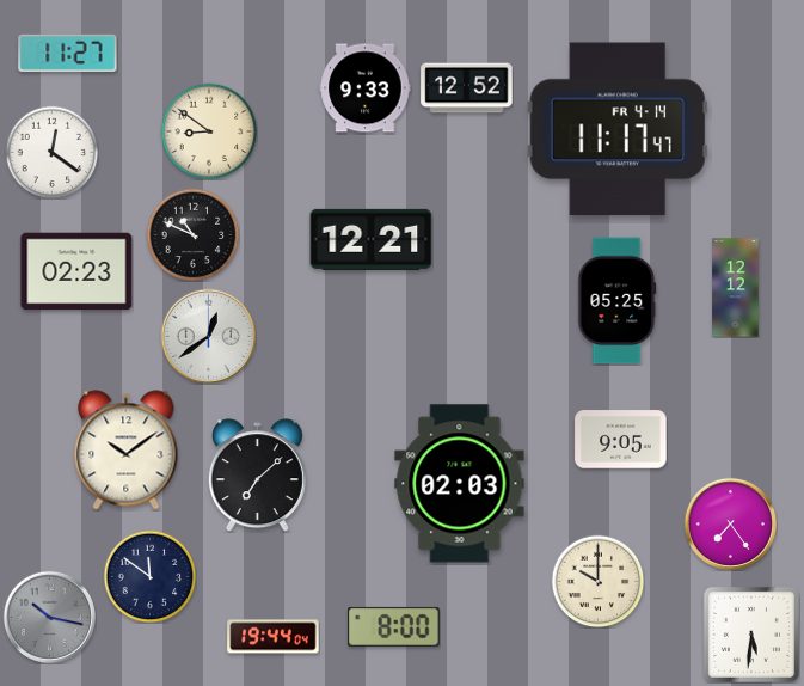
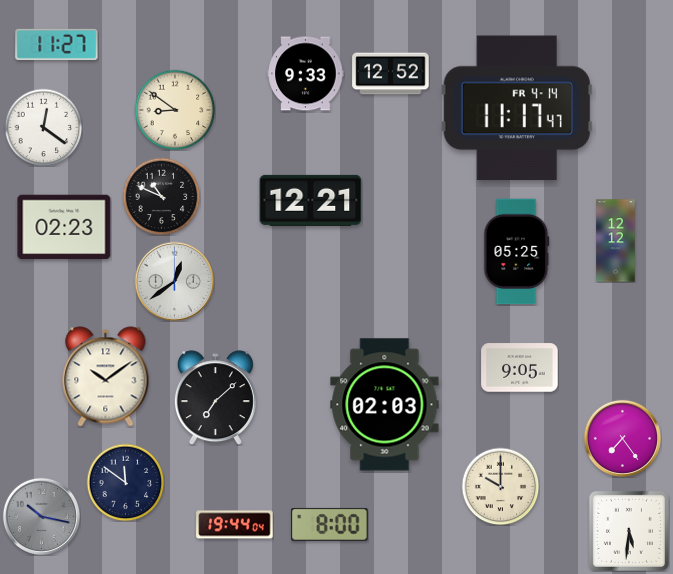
clock at (730, 523) position: (730, 523) -> (622, 438)
clock at (274, 637) position: (274, 637) -> (235, 525)
